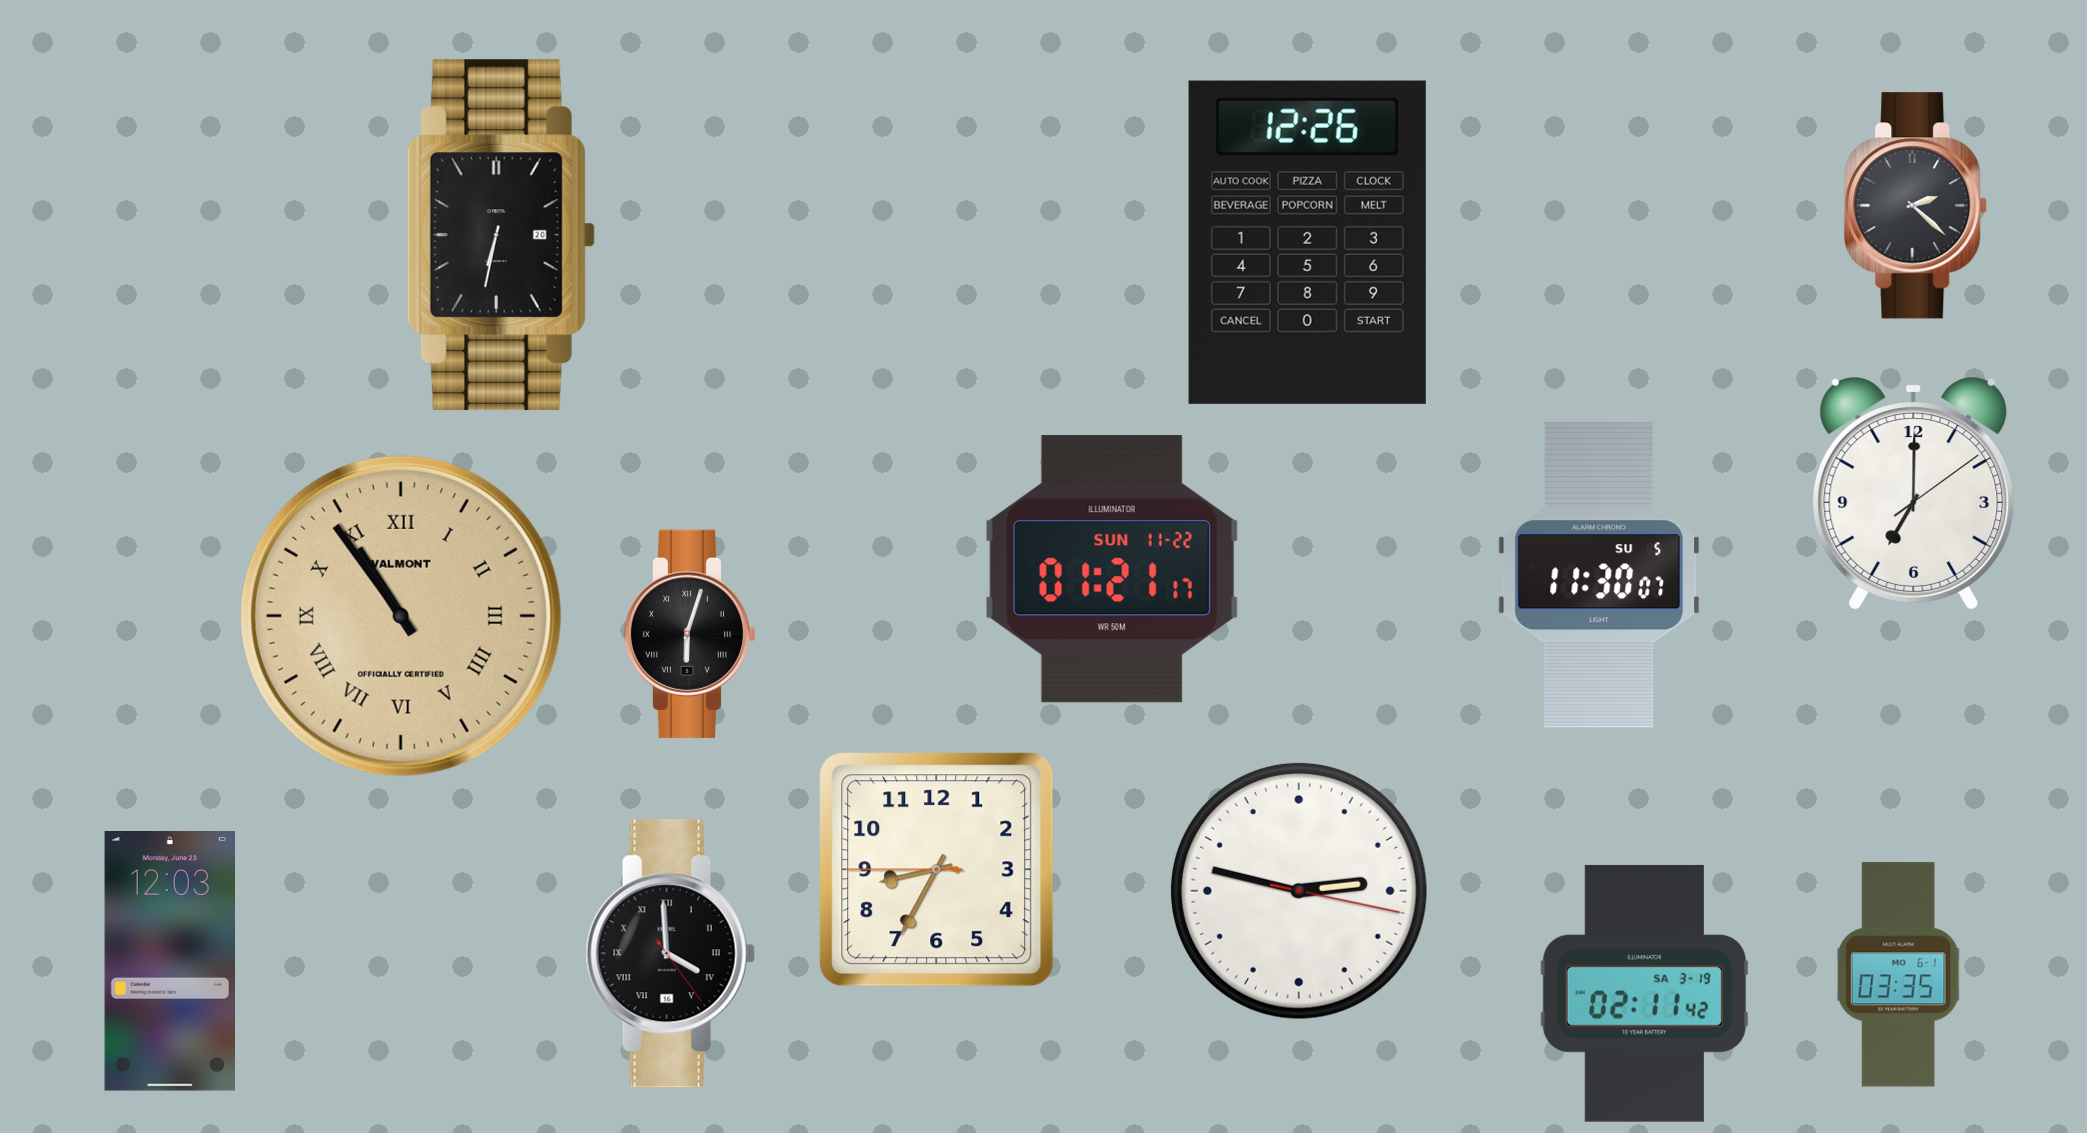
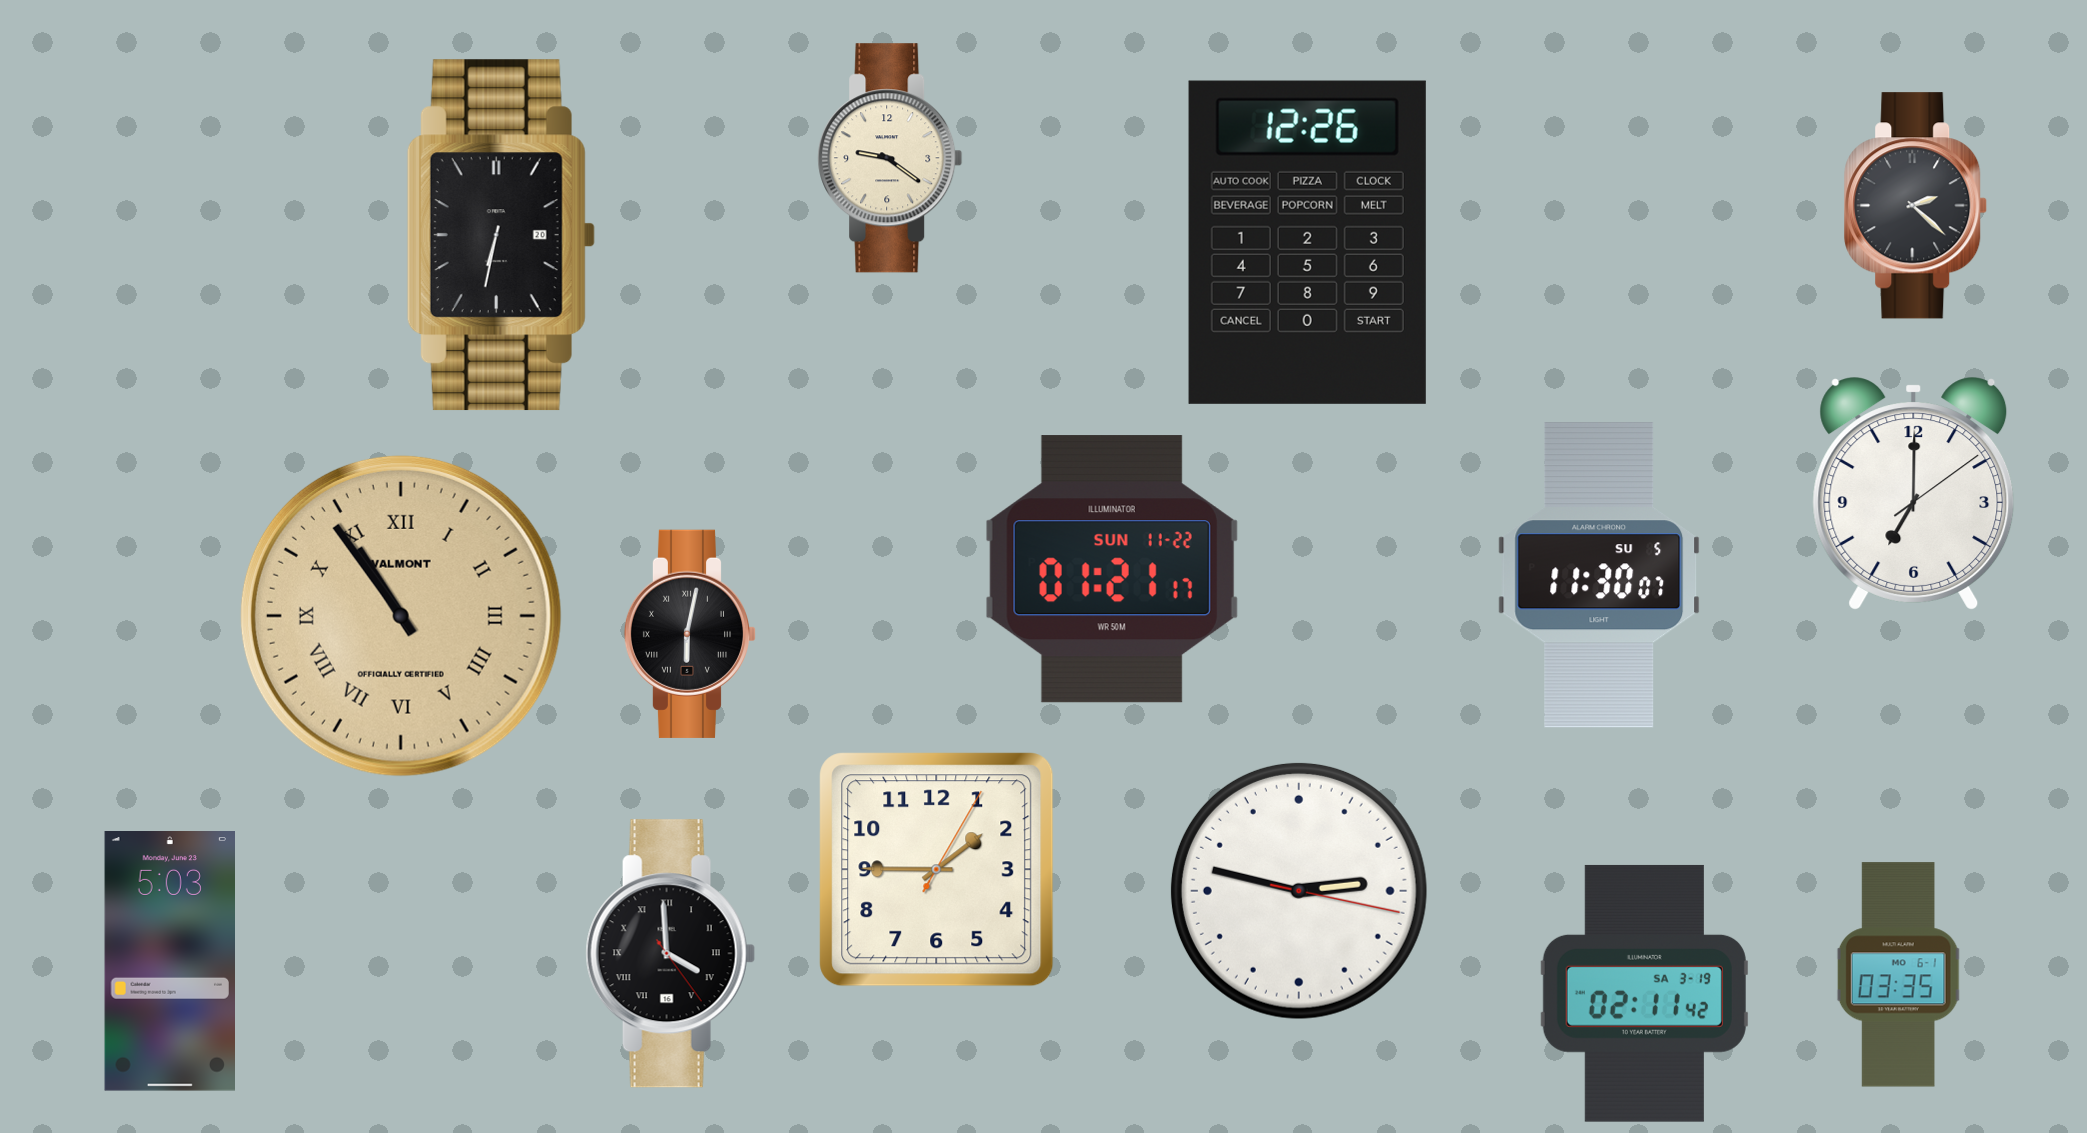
clock at (890, 158): none -> 9:21
clock at (690, 634): 6:03 -> 6:02
clock at (937, 870): 8:34 -> 1:45
clock at (169, 962): 12:03 -> 5:03
